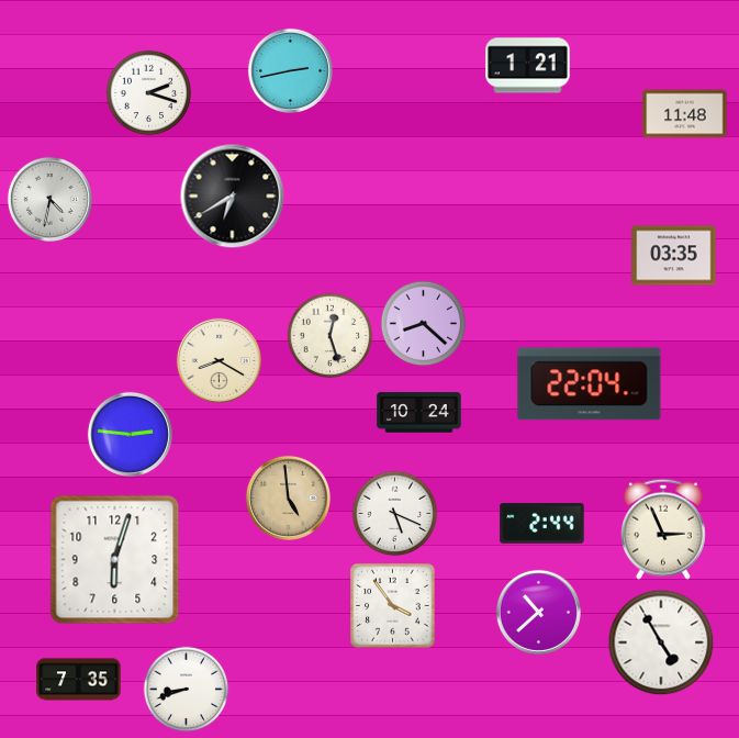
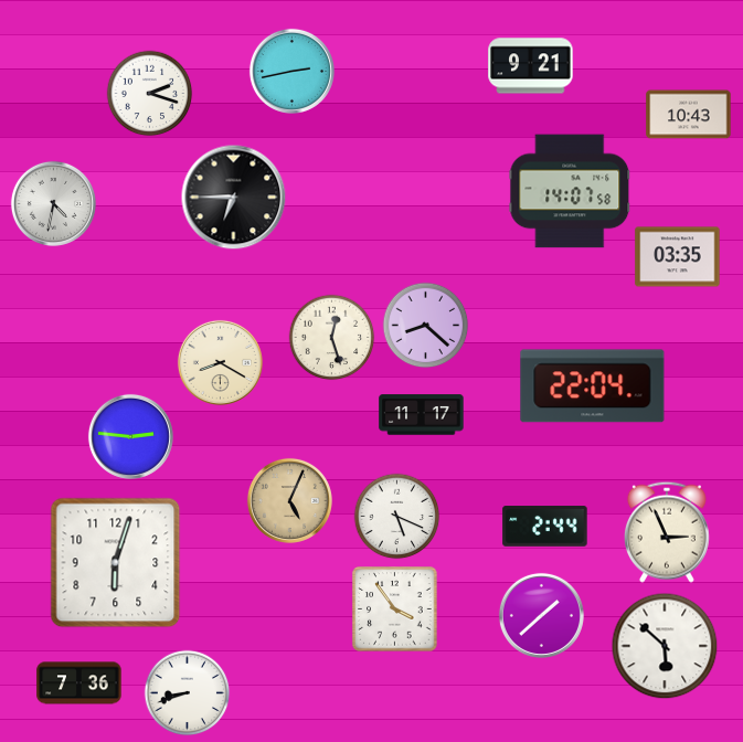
clock at (528, 66): 1:21 -> 9:21
clock at (685, 114): 11:48 -> 10:43
clock at (570, 191): none -> 14:07
clock at (232, 195): 6:40 -> 6:45
clock at (49, 199) position: (49, 199) -> (53, 203)
clock at (419, 413): 10:24 -> 11:17
clock at (288, 497): 4:59 -> 5:04
clock at (538, 612): 10:38 -> 1:38
clock at (661, 642): 4:55 -> 5:52
clock at (79, 680): 7:35 -> 7:36
